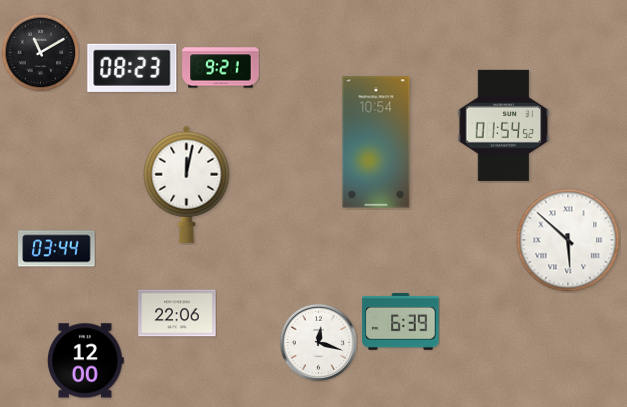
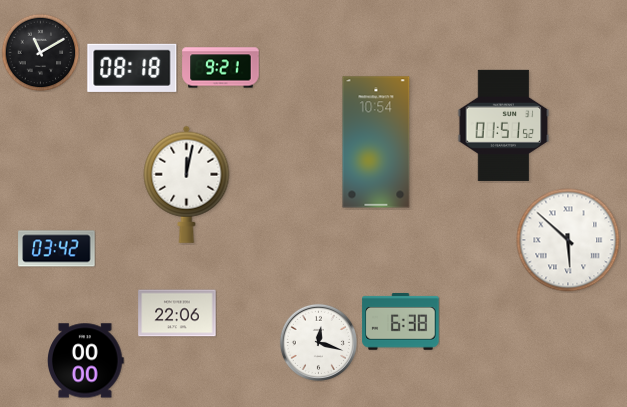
clock at (132, 68): 08:23 -> 08:18
clock at (504, 125): 01:54 -> 01:51
clock at (57, 249): 03:44 -> 03:42
clock at (401, 322): 6:39 -> 6:38
clock at (86, 361): 12:00 -> 00:00
